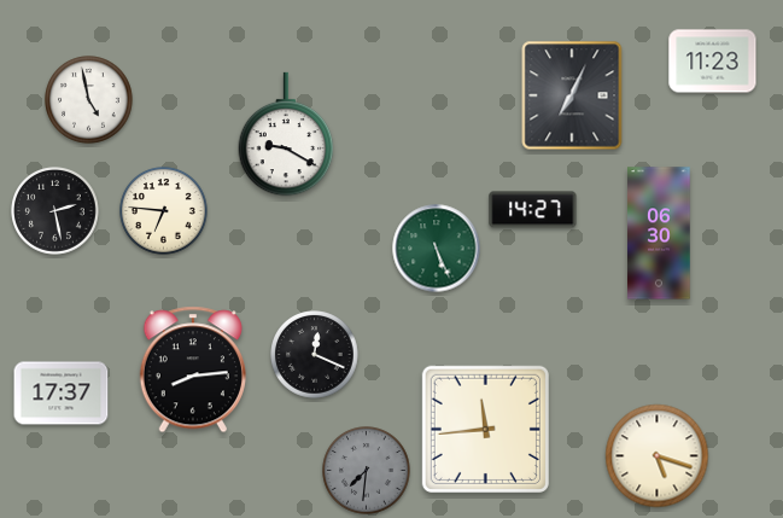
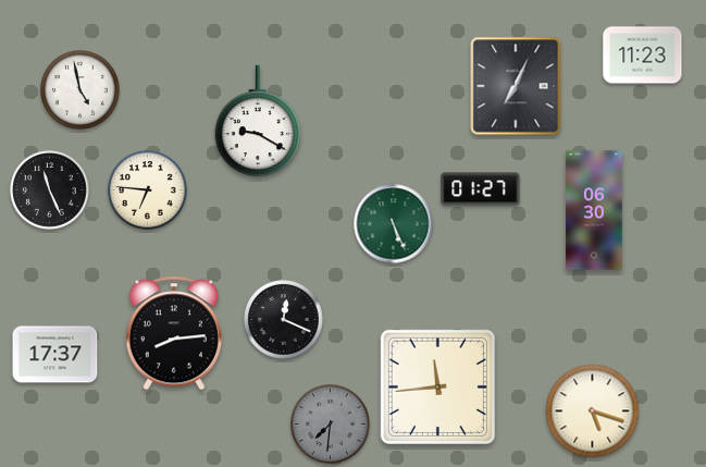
clock at (533, 210): 14:27 -> 01:27
clock at (55, 211): 2:28 -> 11:26
